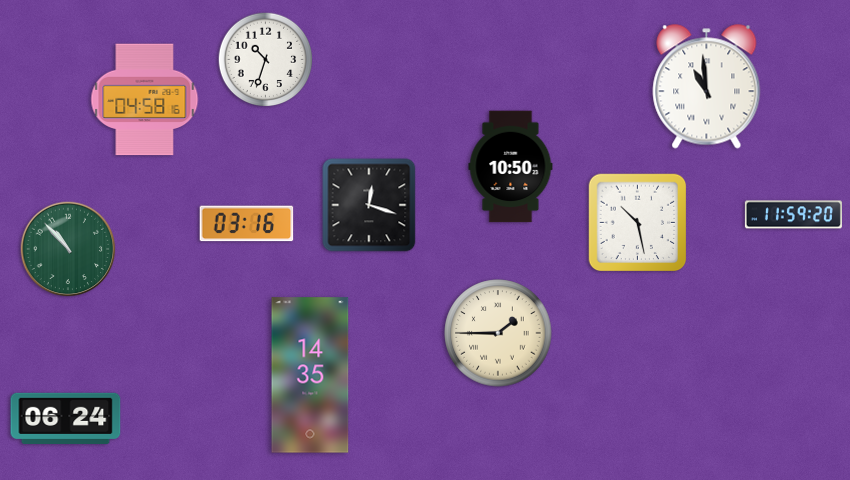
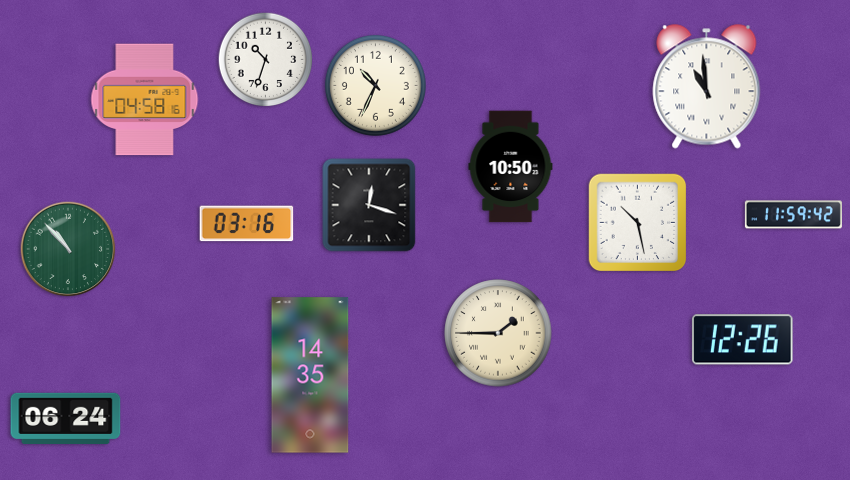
clock at (375, 85): none -> 10:34
clock at (793, 215): 11:59:20 -> 11:59:42
clock at (742, 340): none -> 12:26
